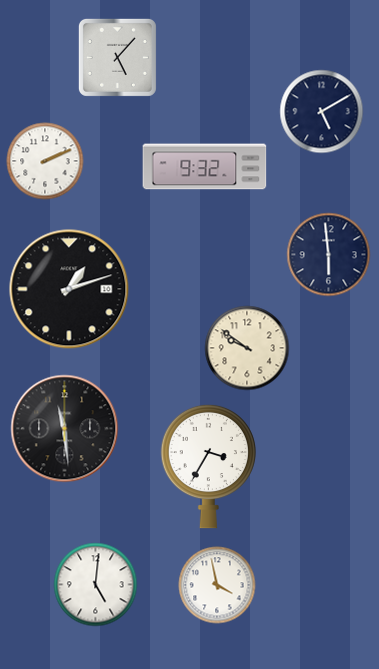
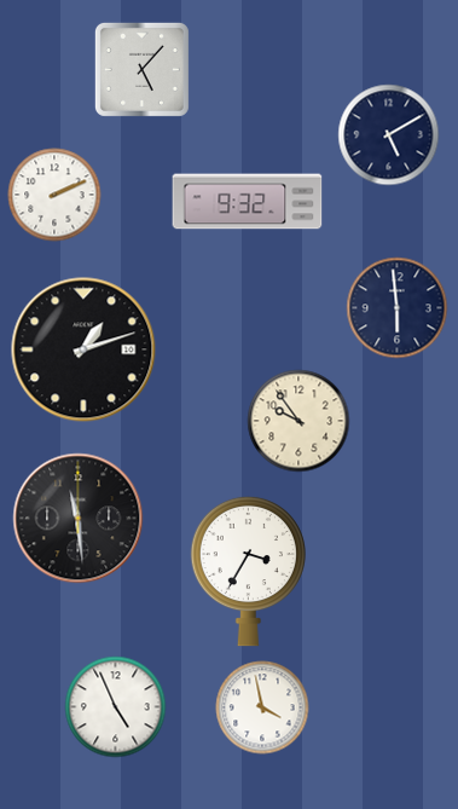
clock at (247, 348): 9:51 -> 9:54
clock at (208, 466) position: (208, 466) -> (248, 571)
clock at (96, 585): 5:01 -> 4:56
